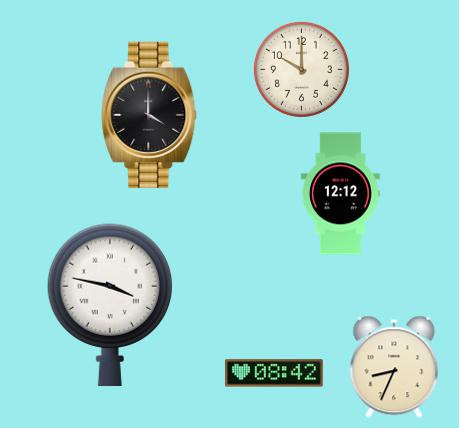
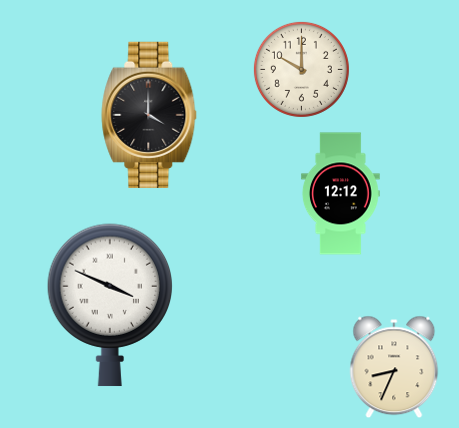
clock at (109, 305): 3:47 -> 3:49
clock at (275, 373): 08:42 -> none
